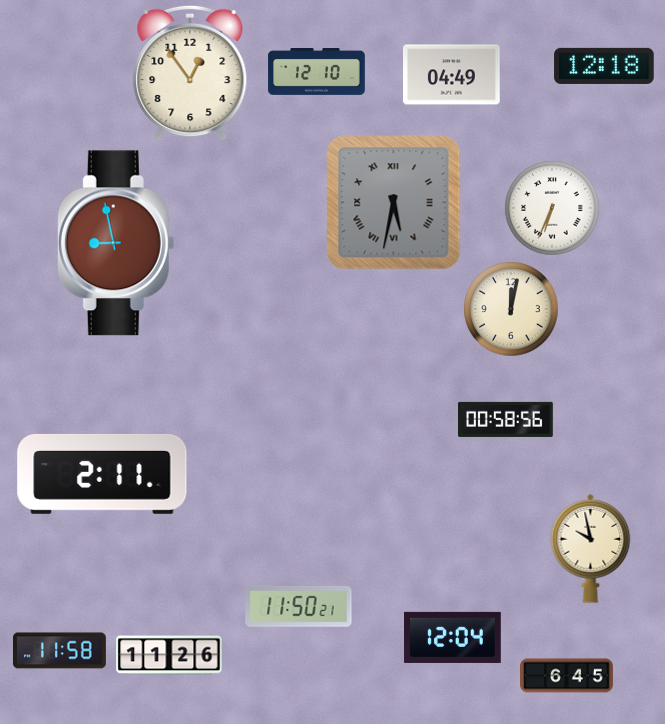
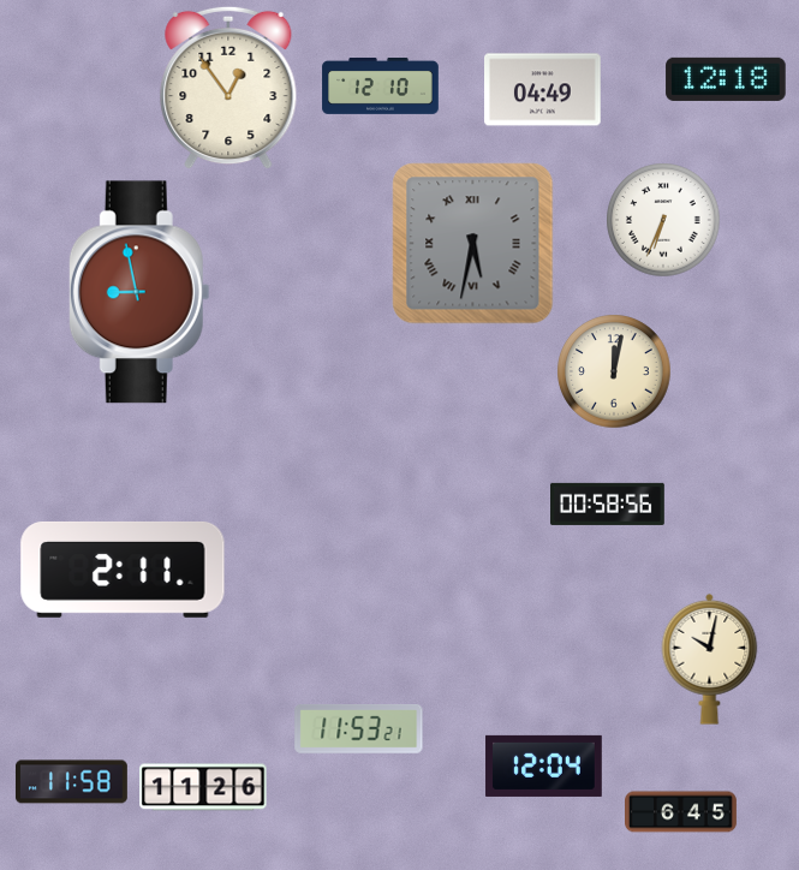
clock at (552, 208) position: (552, 208) -> (663, 220)
clock at (591, 548): 9:58 -> 10:02
clock at (299, 607): 11:50 -> 11:53
